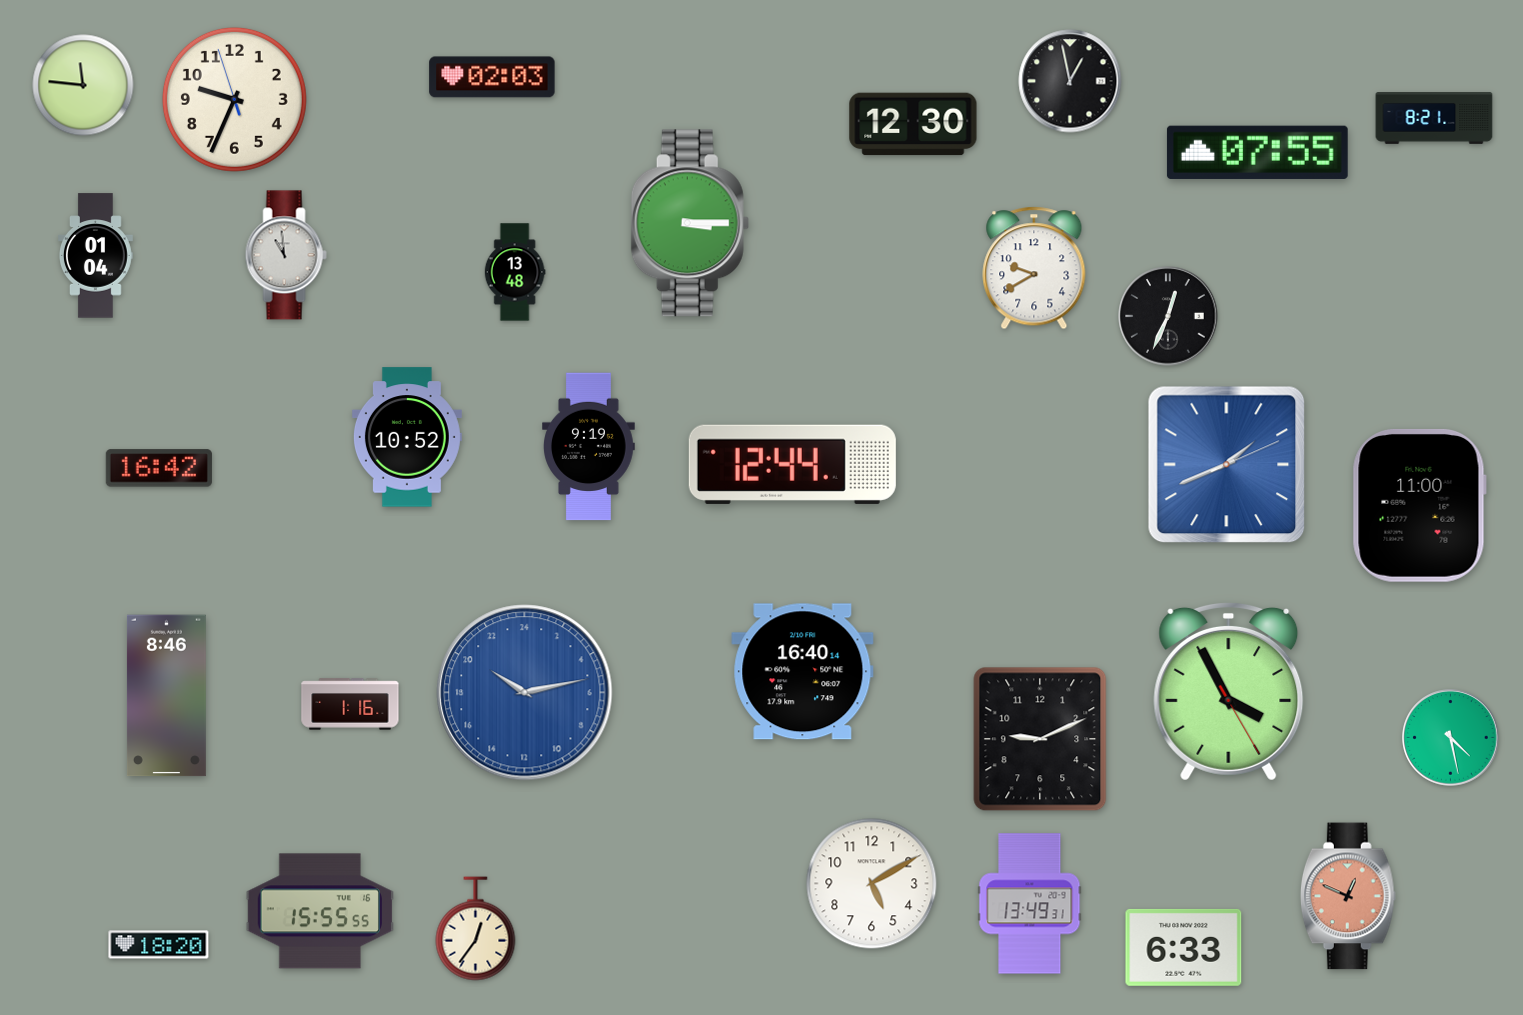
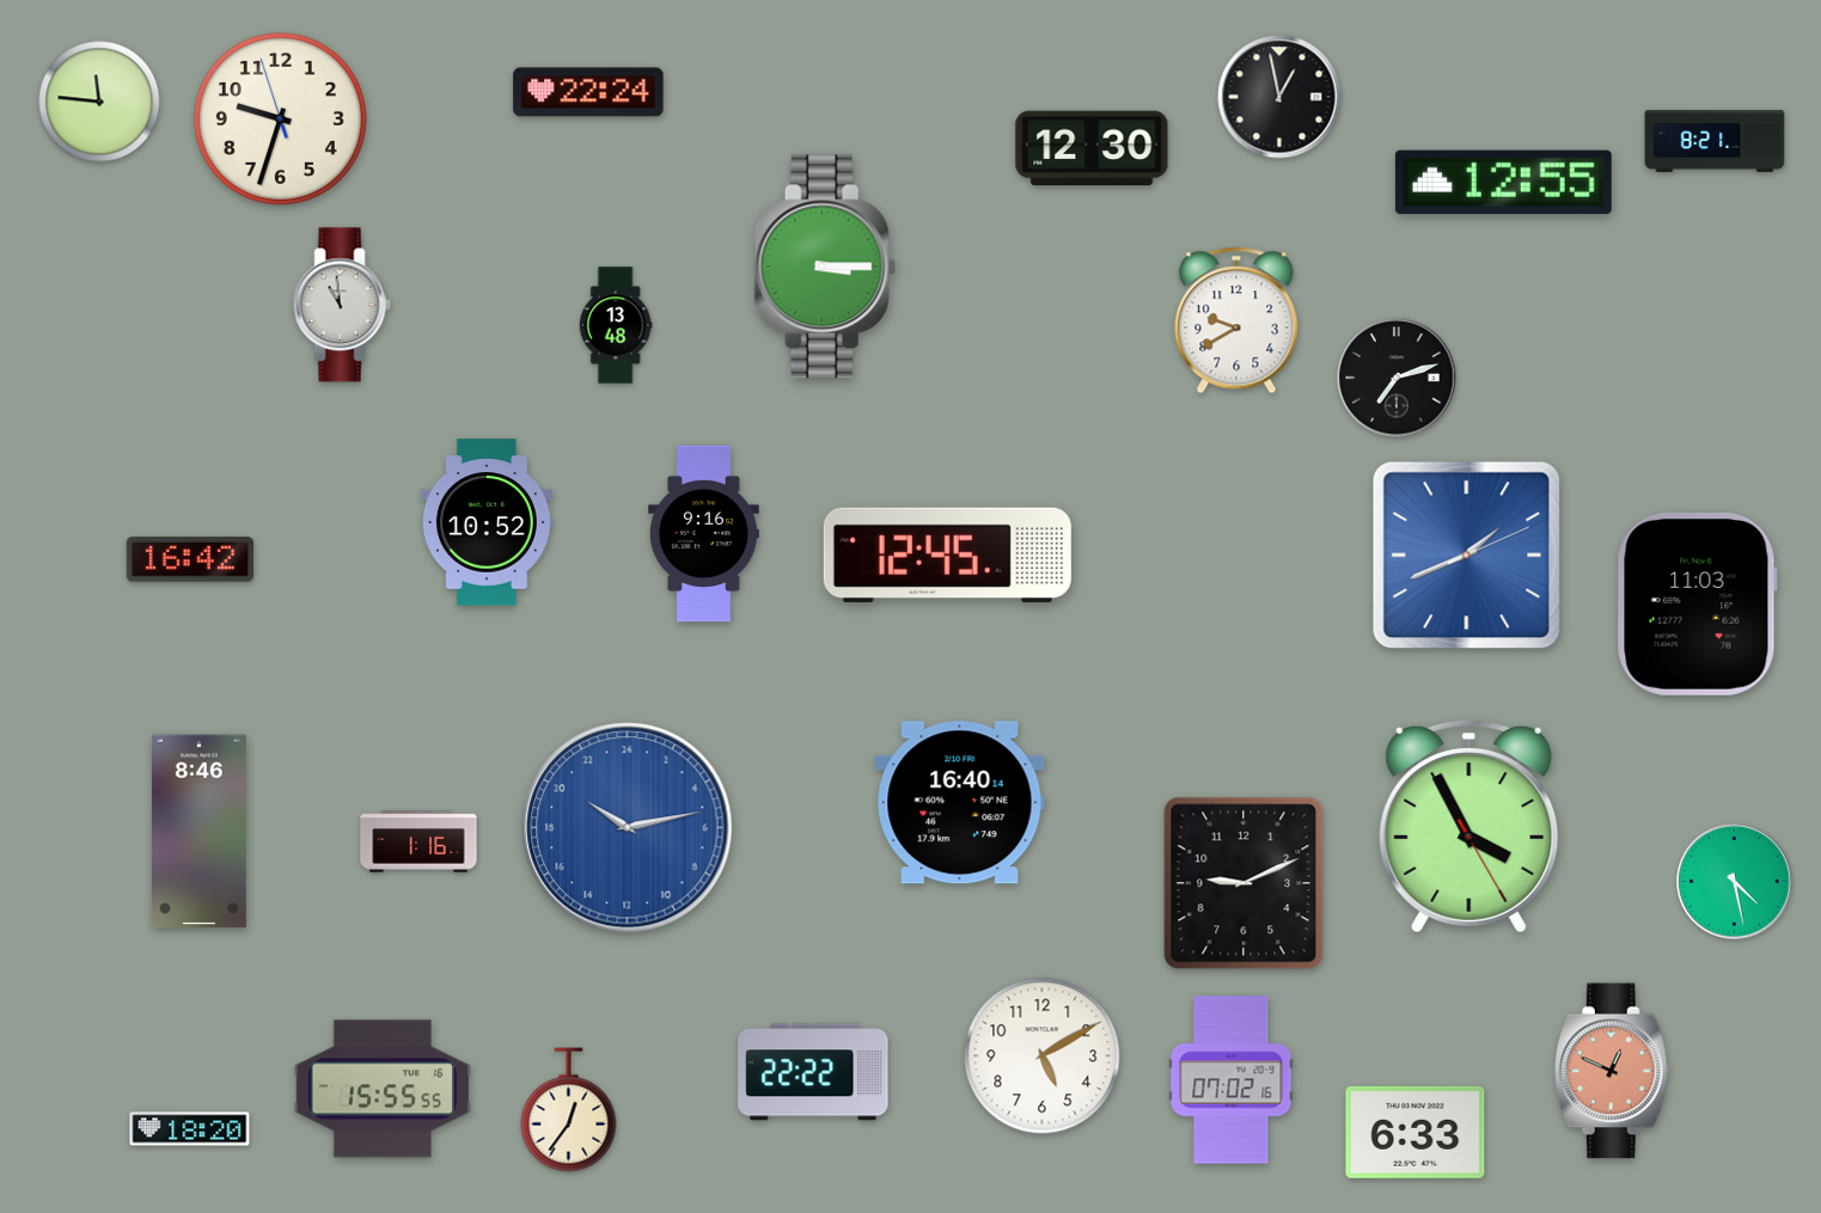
clock at (492, 77): 02:03 -> 22:24
clock at (234, 99): 9:33 -> 9:32
clock at (1257, 152): 07:55 -> 12:55
clock at (96, 256): 01:04 -> none
clock at (1168, 316): 12:34 -> 7:12
clock at (589, 447): 9:19 -> 9:16
clock at (792, 464): 12:44 -> 12:45
clock at (1419, 506): 11:00 -> 11:03
clock at (813, 1072): none -> 22:22
clock at (1030, 904): 13:49 -> 07:02
